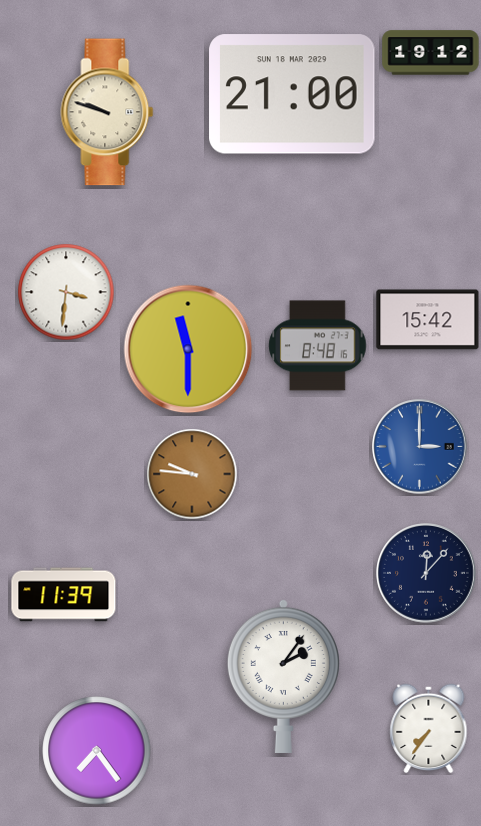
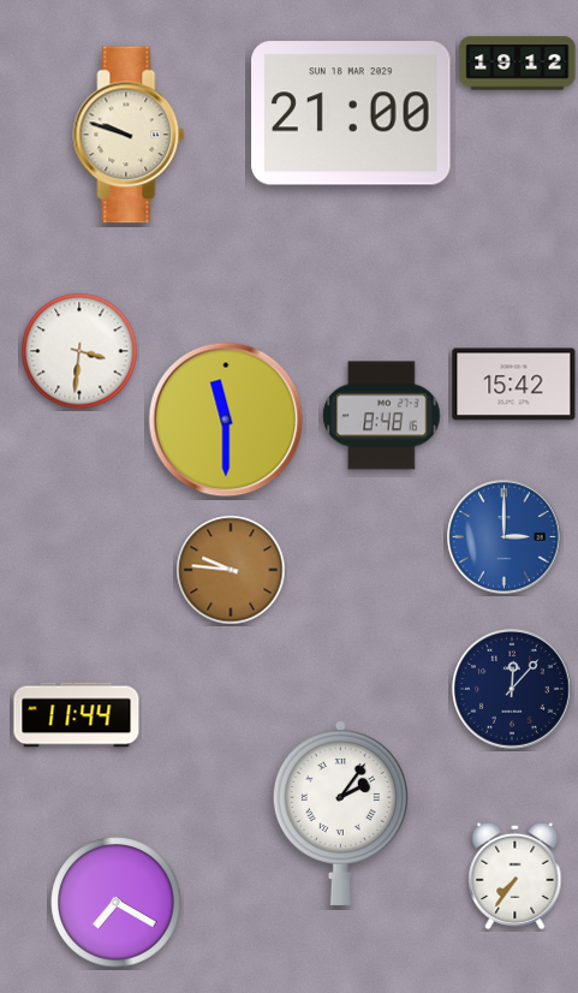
clock at (64, 595): 11:39 -> 11:44
clock at (97, 751): 7:24 -> 7:20
